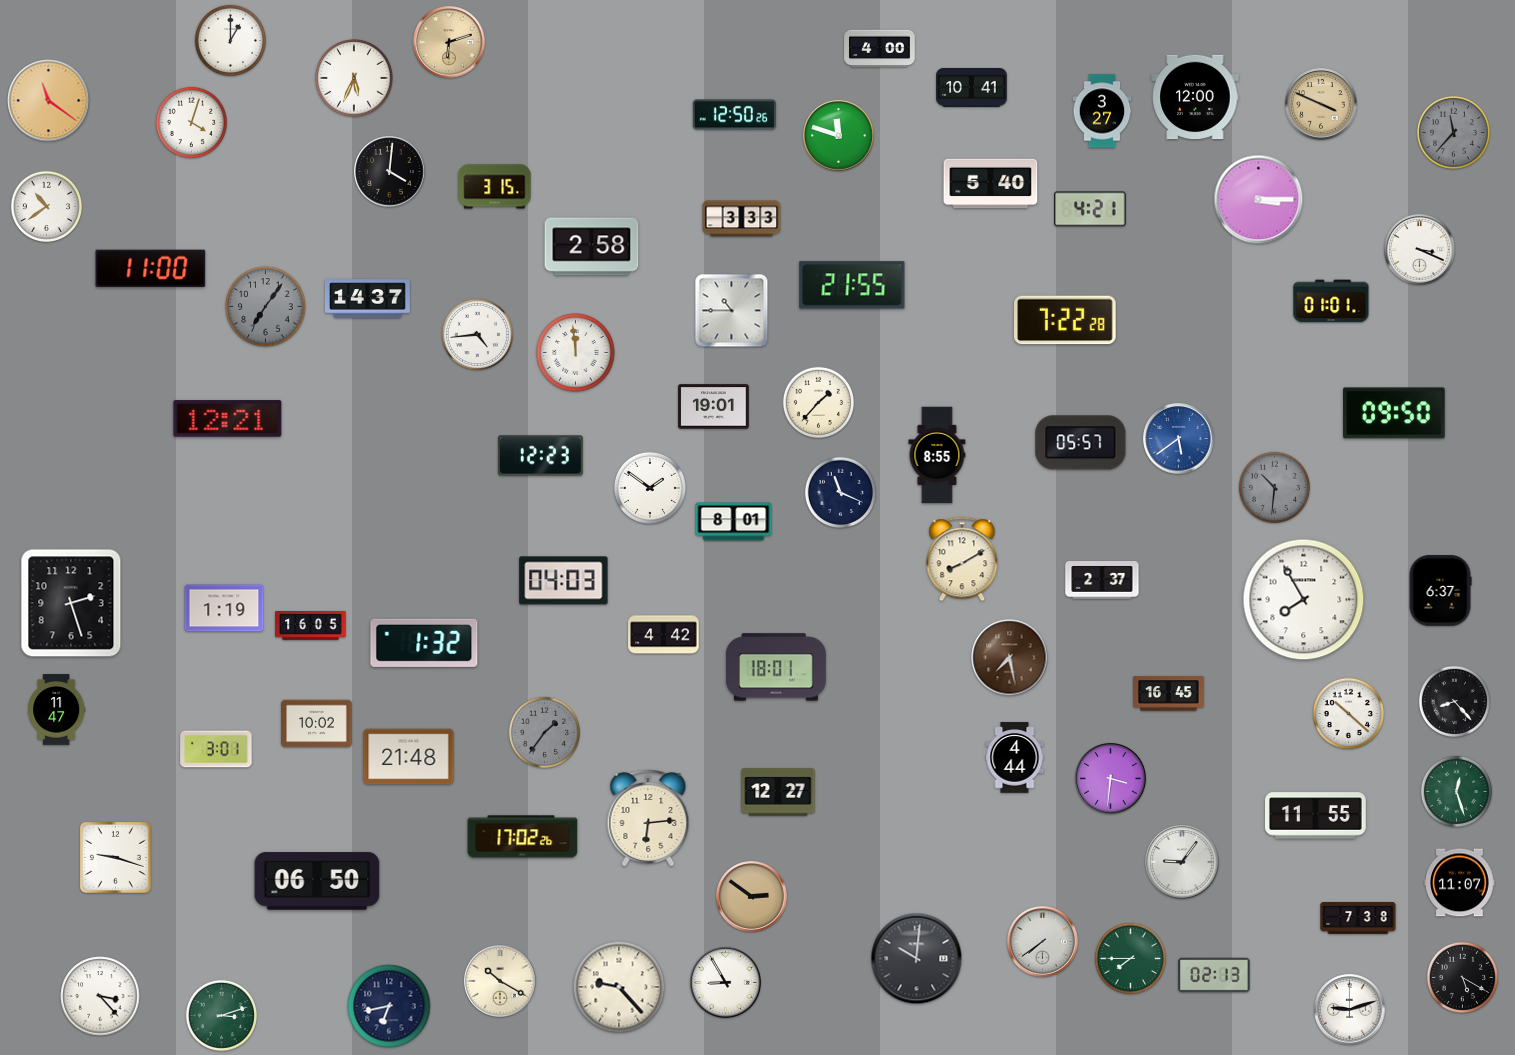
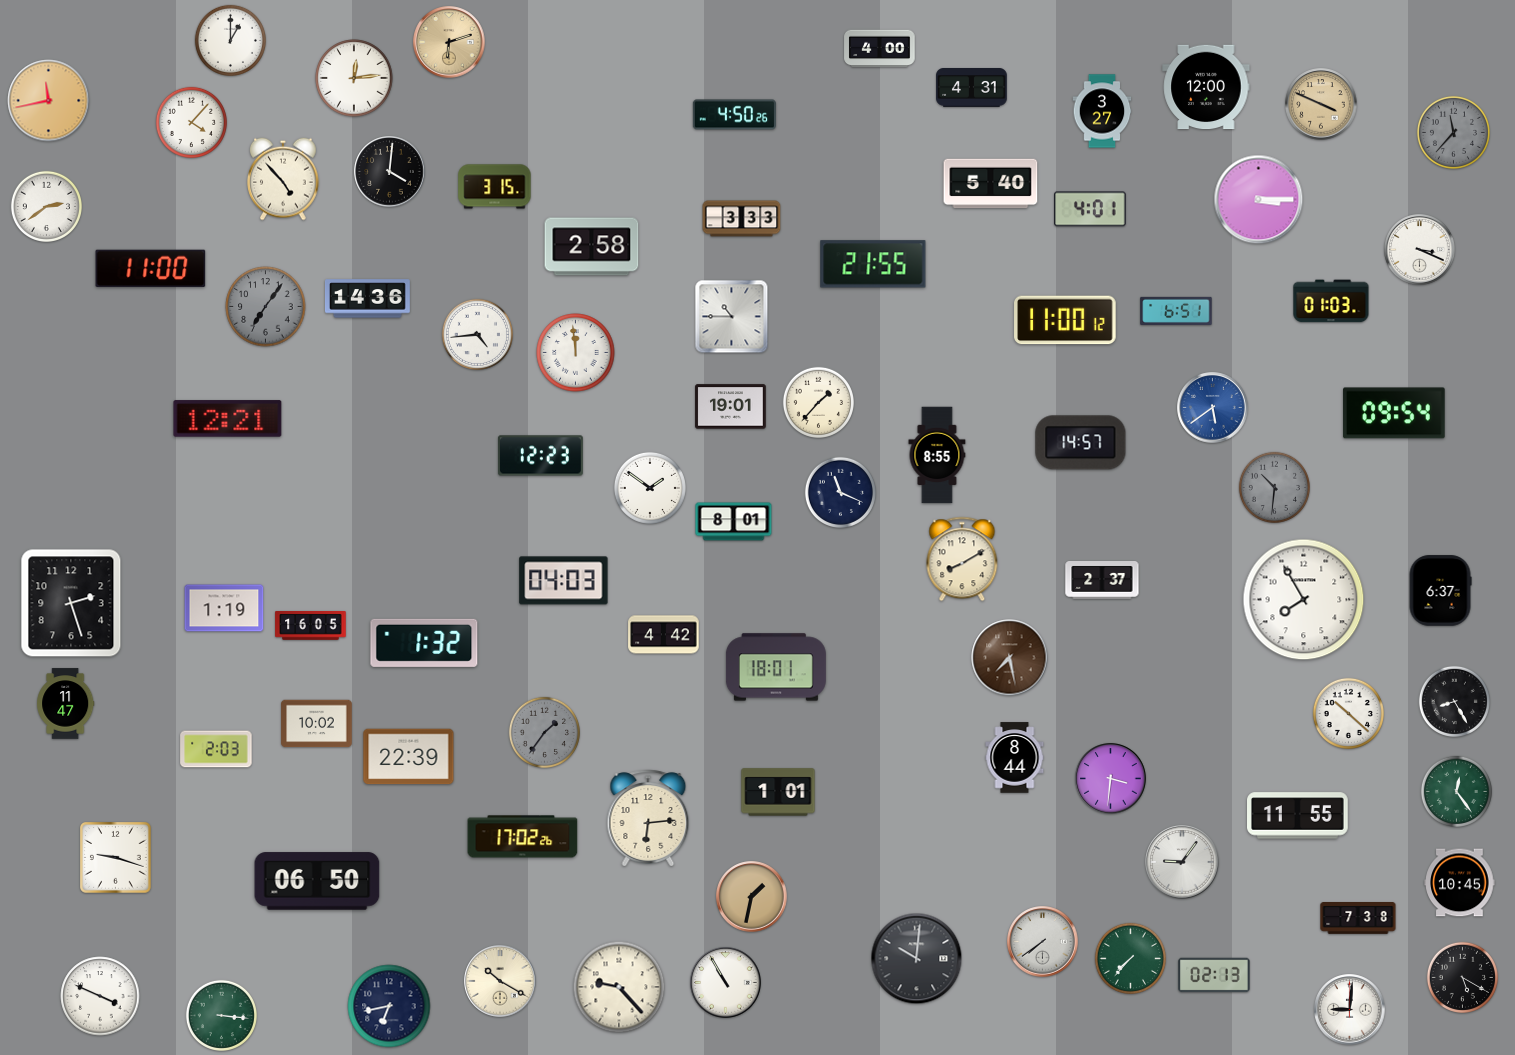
clock at (354, 78): 5:34 -> 12:14
clock at (972, 88): 10:41 -> 4:31
clock at (1195, 97) position: (1195, 97) -> (1206, 87)
clock at (49, 101): 11:21 -> 11:43
clock at (734, 115): 12:50 -> 4:50
clock at (191, 122): 4:03 -> 4:07
clock at (839, 136): 11:48 -> none
clock at (284, 179): none -> 4:53
clock at (46, 206): 10:39 -> 2:39
clock at (1090, 209): 4:21 -> 4:01
clock at (852, 285) position: (852, 285) -> (873, 264)
clock at (367, 299): 14:37 -> 14:36
clock at (1331, 301): 01:01 -> 01:03
clock at (732, 311) position: (732, 311) -> (732, 317)
clock at (1176, 311): none -> 6:51
clock at (1065, 320): 7:22 -> 11:00
clock at (714, 407) position: (714, 407) -> (731, 407)
clock at (1394, 413): 09:50 -> 09:54
clock at (1179, 439) position: (1179, 439) -> (1213, 408)
clock at (1081, 443): 05:57 -> 14:57
clock at (1169, 694): 16:45 -> none
clock at (1454, 701): 8:23 -> 8:25
clock at (57, 710) position: (57, 710) -> (66, 704)
clock at (216, 749): 3:01 -> 2:03
clock at (409, 757): 21:48 -> 22:39
clock at (1015, 758): 4:44 -> 8:44
clock at (1456, 791): 12:27 -> 12:24
clock at (778, 792): 12:27 -> 1:01
clock at (1316, 816) position: (1316, 816) -> (1298, 816)
clock at (1460, 883): 11:07 -> 10:45
clock at (752, 897): 2:51 -> 1:32
clock at (1130, 958): 7:45 -> 7:37
clock at (726, 983): 8:55 -> 10:55
clock at (100, 996): 3:23 -> 3:49
clock at (1350, 1010): 9:12 -> 9:01
clock at (221, 1015): 3:12 -> 3:16
